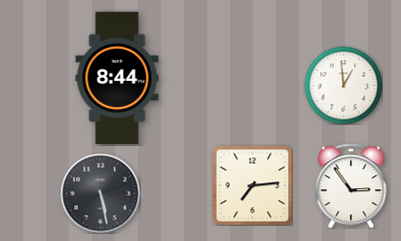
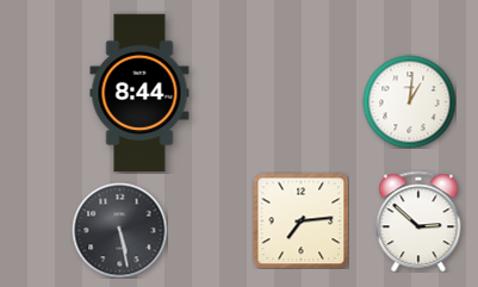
clock at (343, 85): 12:59 -> 1:01
clock at (351, 186): 2:54 -> 2:52
